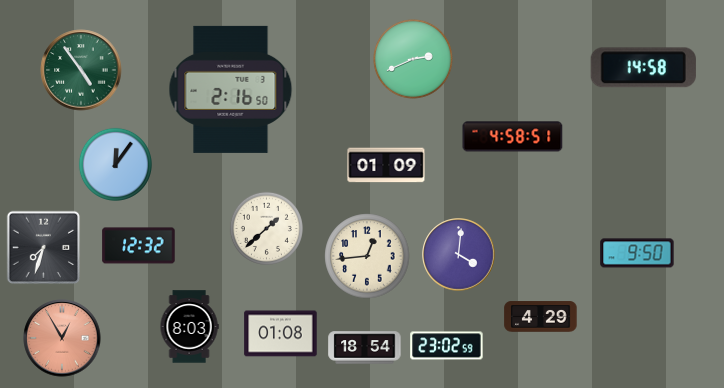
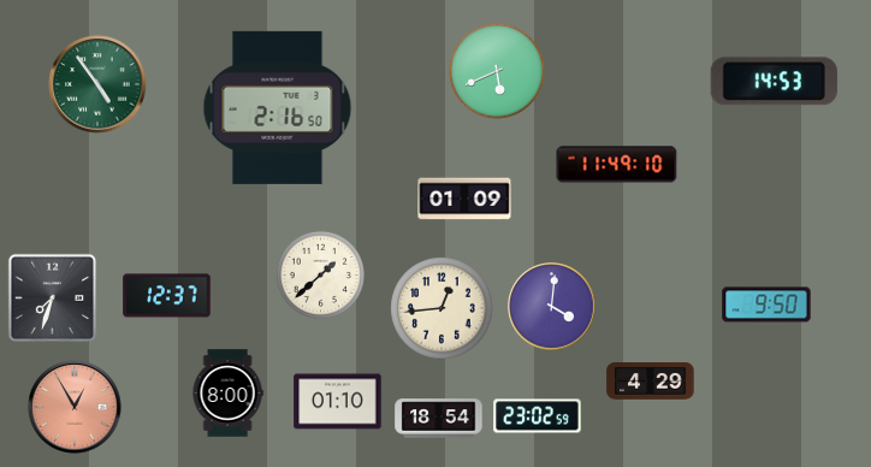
clock at (414, 60): 2:41 -> 5:41
clock at (643, 68): 14:58 -> 14:53
clock at (513, 137): 4:58 -> 11:49
clock at (115, 164): 12:06 -> none
clock at (139, 246): 12:32 -> 12:37
clock at (189, 327): 8:03 -> 8:00
clock at (281, 334): 01:08 -> 01:10
